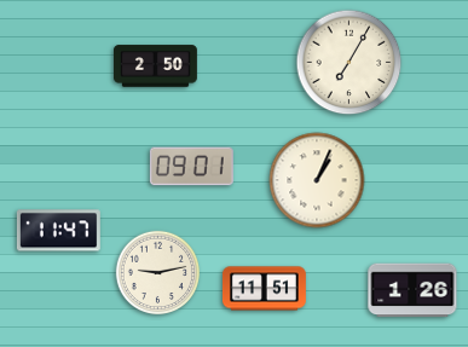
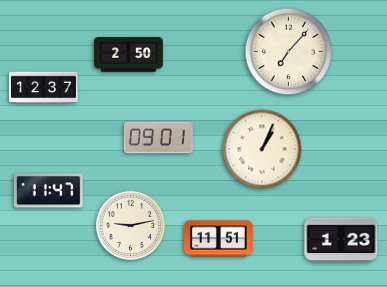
clock at (349, 63): 7:05 -> 7:07
clock at (43, 88): none -> 12:37
clock at (412, 290): 1:26 -> 1:23
